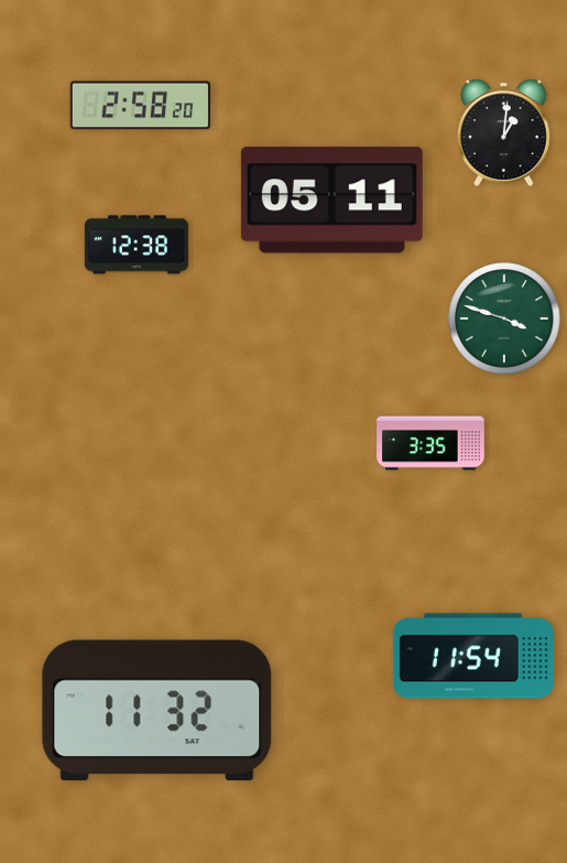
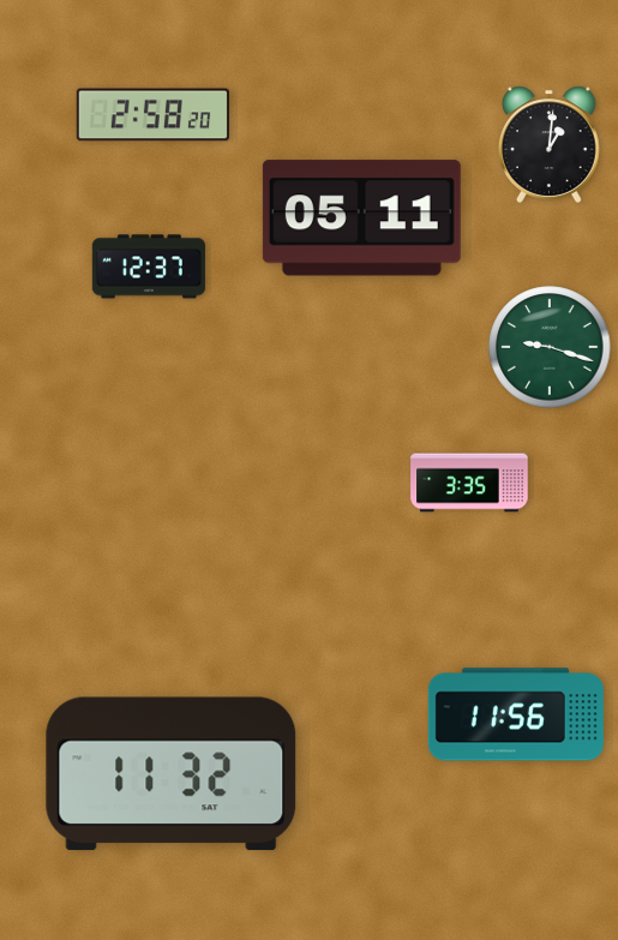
clock at (137, 245): 12:38 -> 12:37
clock at (504, 319): 3:48 -> 9:18
clock at (473, 656): 11:54 -> 11:56
